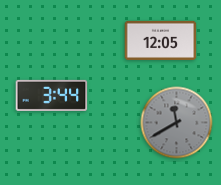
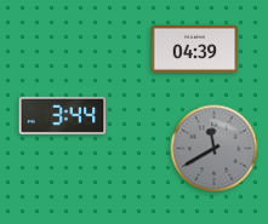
clock at (161, 40): 12:05 -> 04:39
